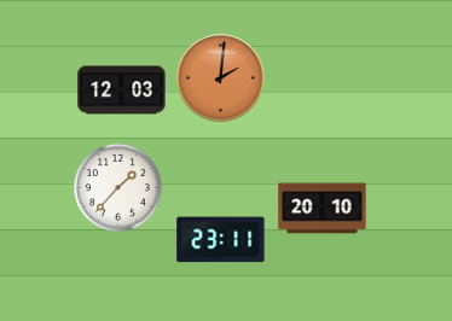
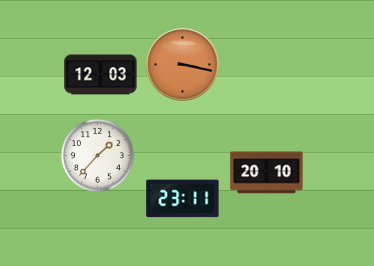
clock at (221, 78): 2:01 -> 3:17
